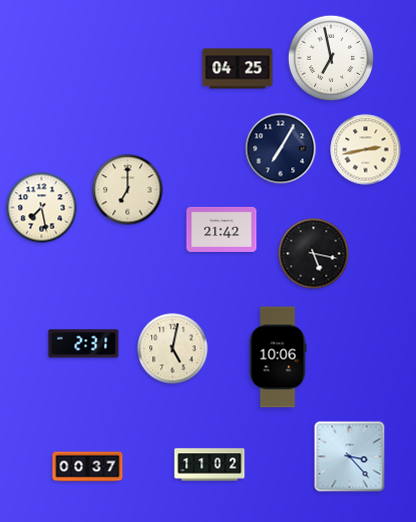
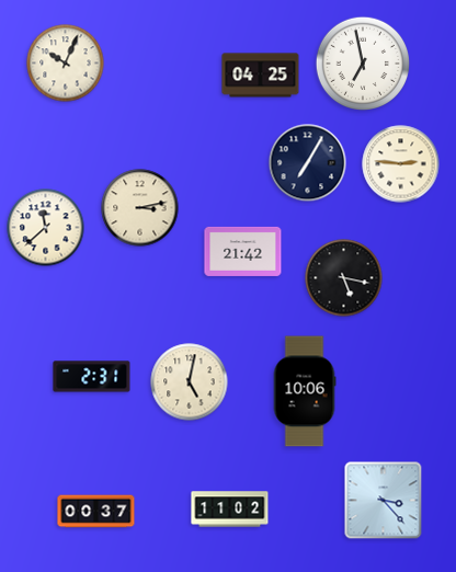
clock at (66, 64): none -> 10:04
clock at (366, 150): 2:43 -> 2:46
clock at (128, 190): 7:00 -> 3:13
clock at (42, 208): 7:28 -> 11:38
